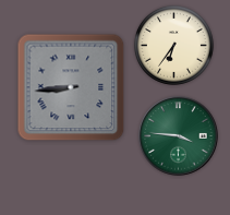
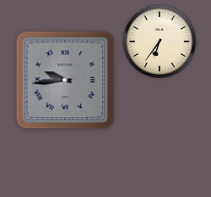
clock at (71, 87): 8:44 -> 9:44
clock at (179, 136): 3:46 -> none
